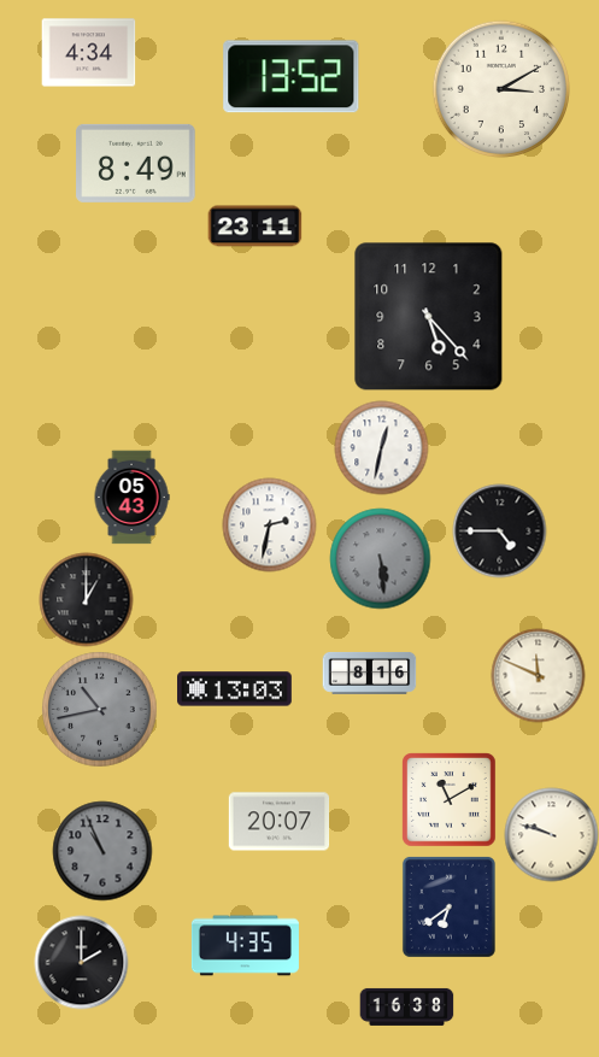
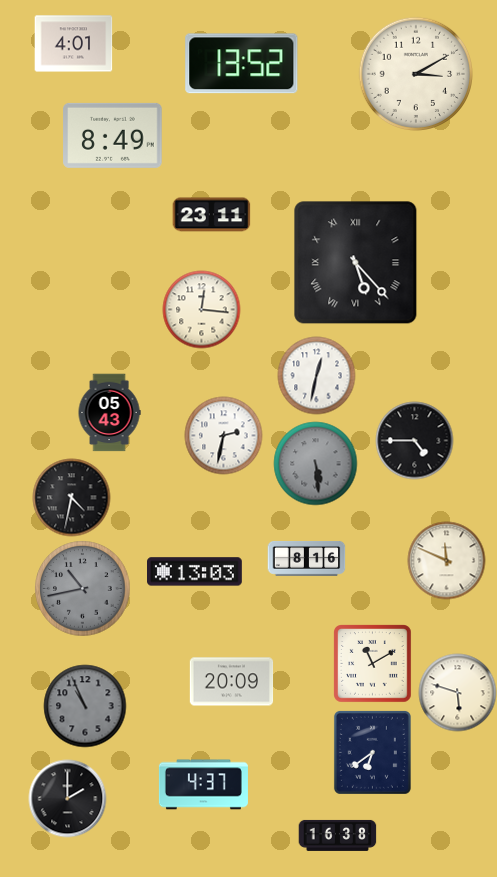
clock at (88, 53): 4:34 -> 4:01
clock at (254, 227) position: (254, 227) -> (211, 215)
clock at (429, 317) numerals: Arabic -> Roman
clock at (201, 309): none -> 12:16
clock at (381, 447) position: (381, 447) -> (316, 375)
clock at (86, 599): 1:00 -> 4:32
clock at (278, 822): 20:07 -> 20:09
clock at (551, 834): 9:48 -> 5:48
clock at (245, 946): 4:35 -> 4:37
